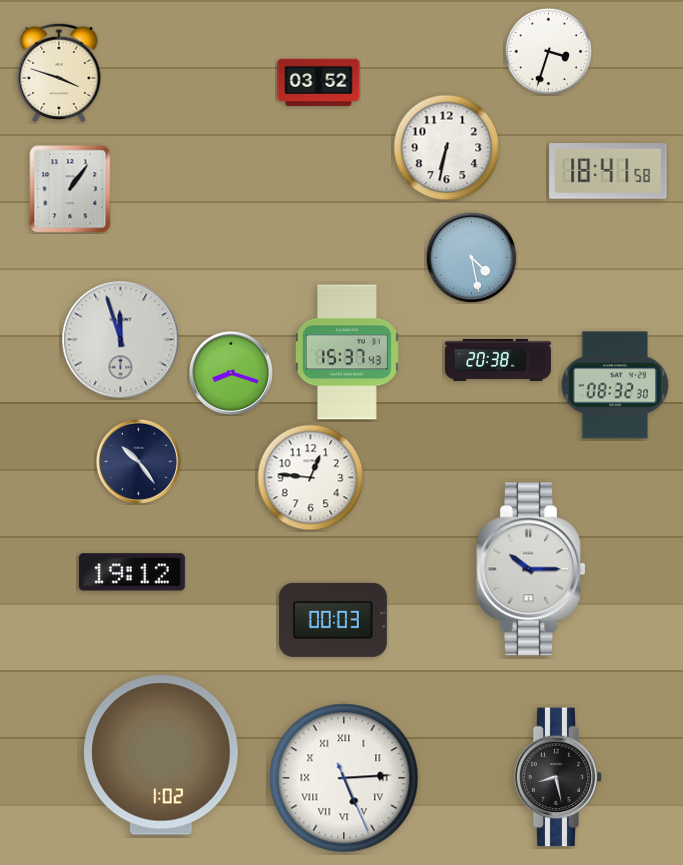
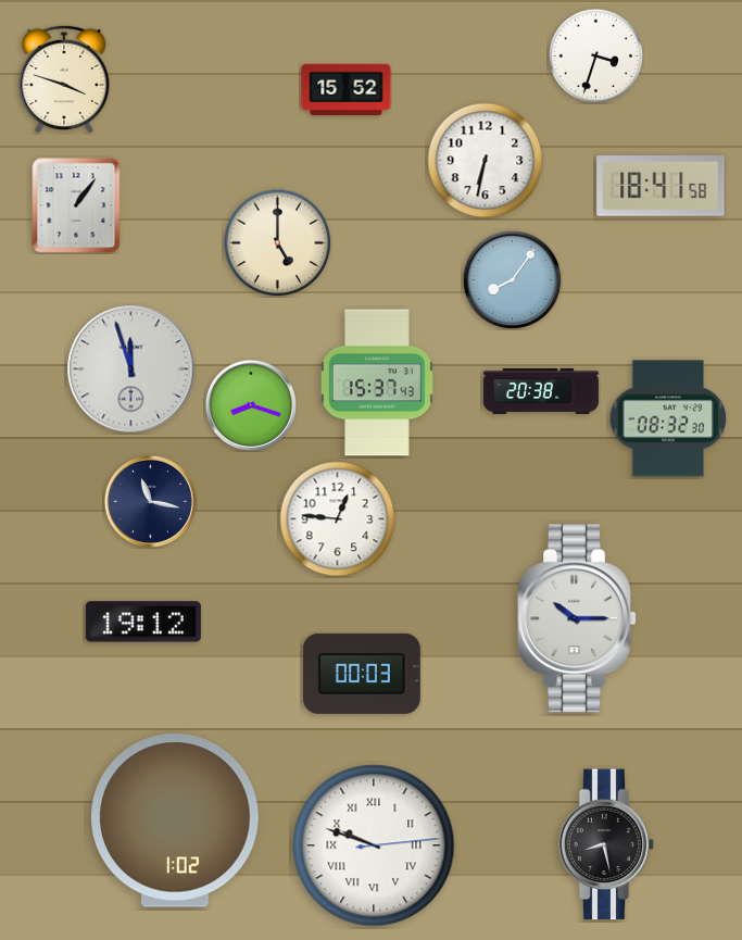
clock at (319, 82): 03:52 -> 15:52
clock at (278, 243): none -> 5:00
clock at (471, 257): 4:28 -> 8:06
clock at (138, 461): 10:24 -> 11:17
clock at (344, 778): 5:14 -> 9:48
